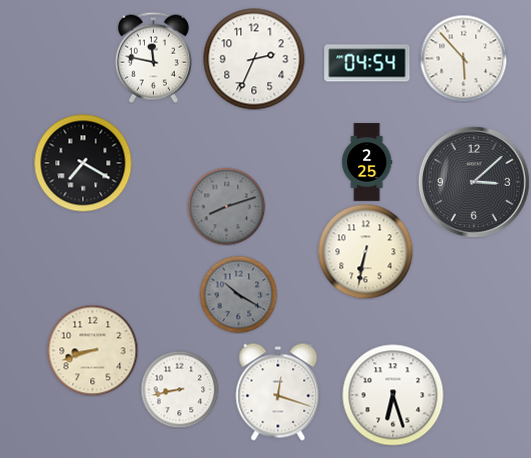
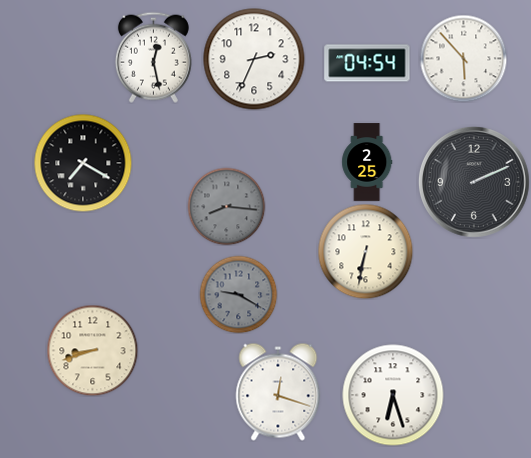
clock at (153, 57): 11:47 -> 12:28
clock at (475, 183): 3:08 -> 2:11
clock at (226, 206): 8:12 -> 8:16
clock at (238, 294): 10:20 -> 9:20
clock at (179, 389): 8:43 -> none
